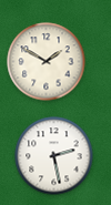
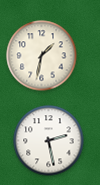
clock at (47, 62): 1:50 -> 1:32
